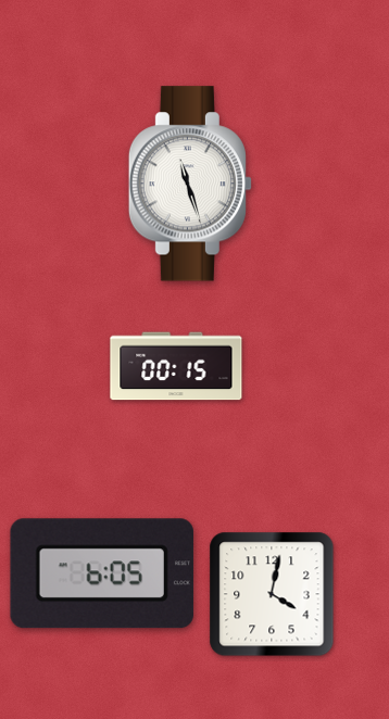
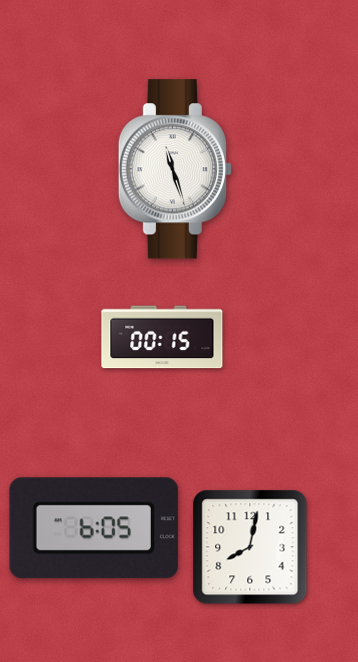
clock at (272, 594): 4:02 -> 8:02
